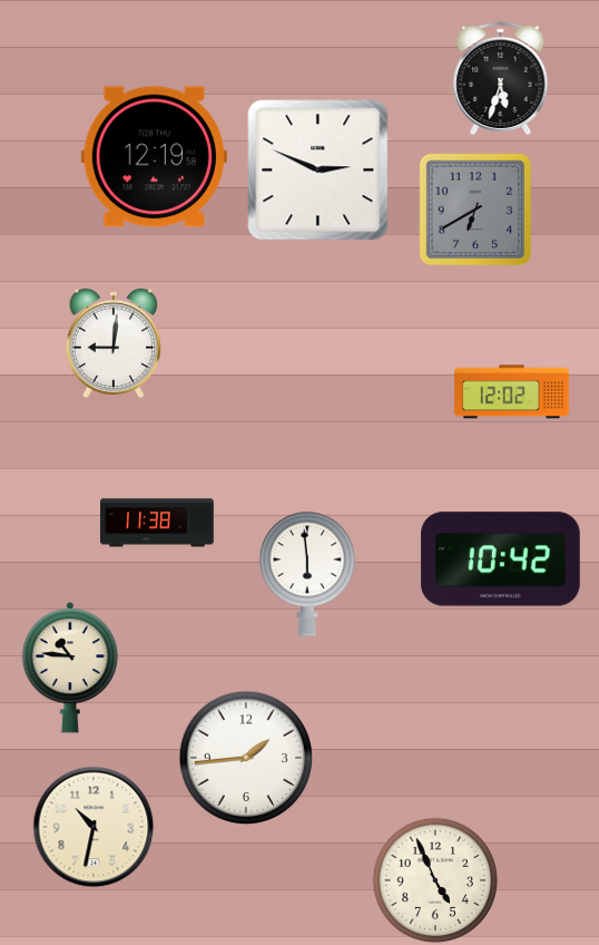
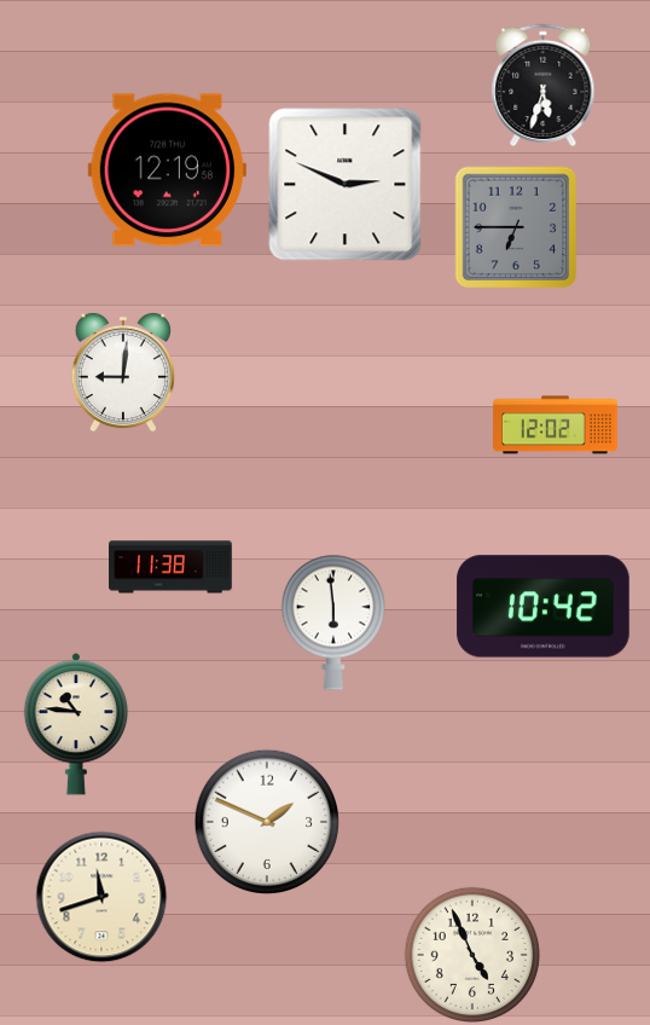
clock at (475, 210): 6:40 -> 6:45
clock at (246, 758): 1:44 -> 1:49
clock at (94, 827): 10:32 -> 11:42
